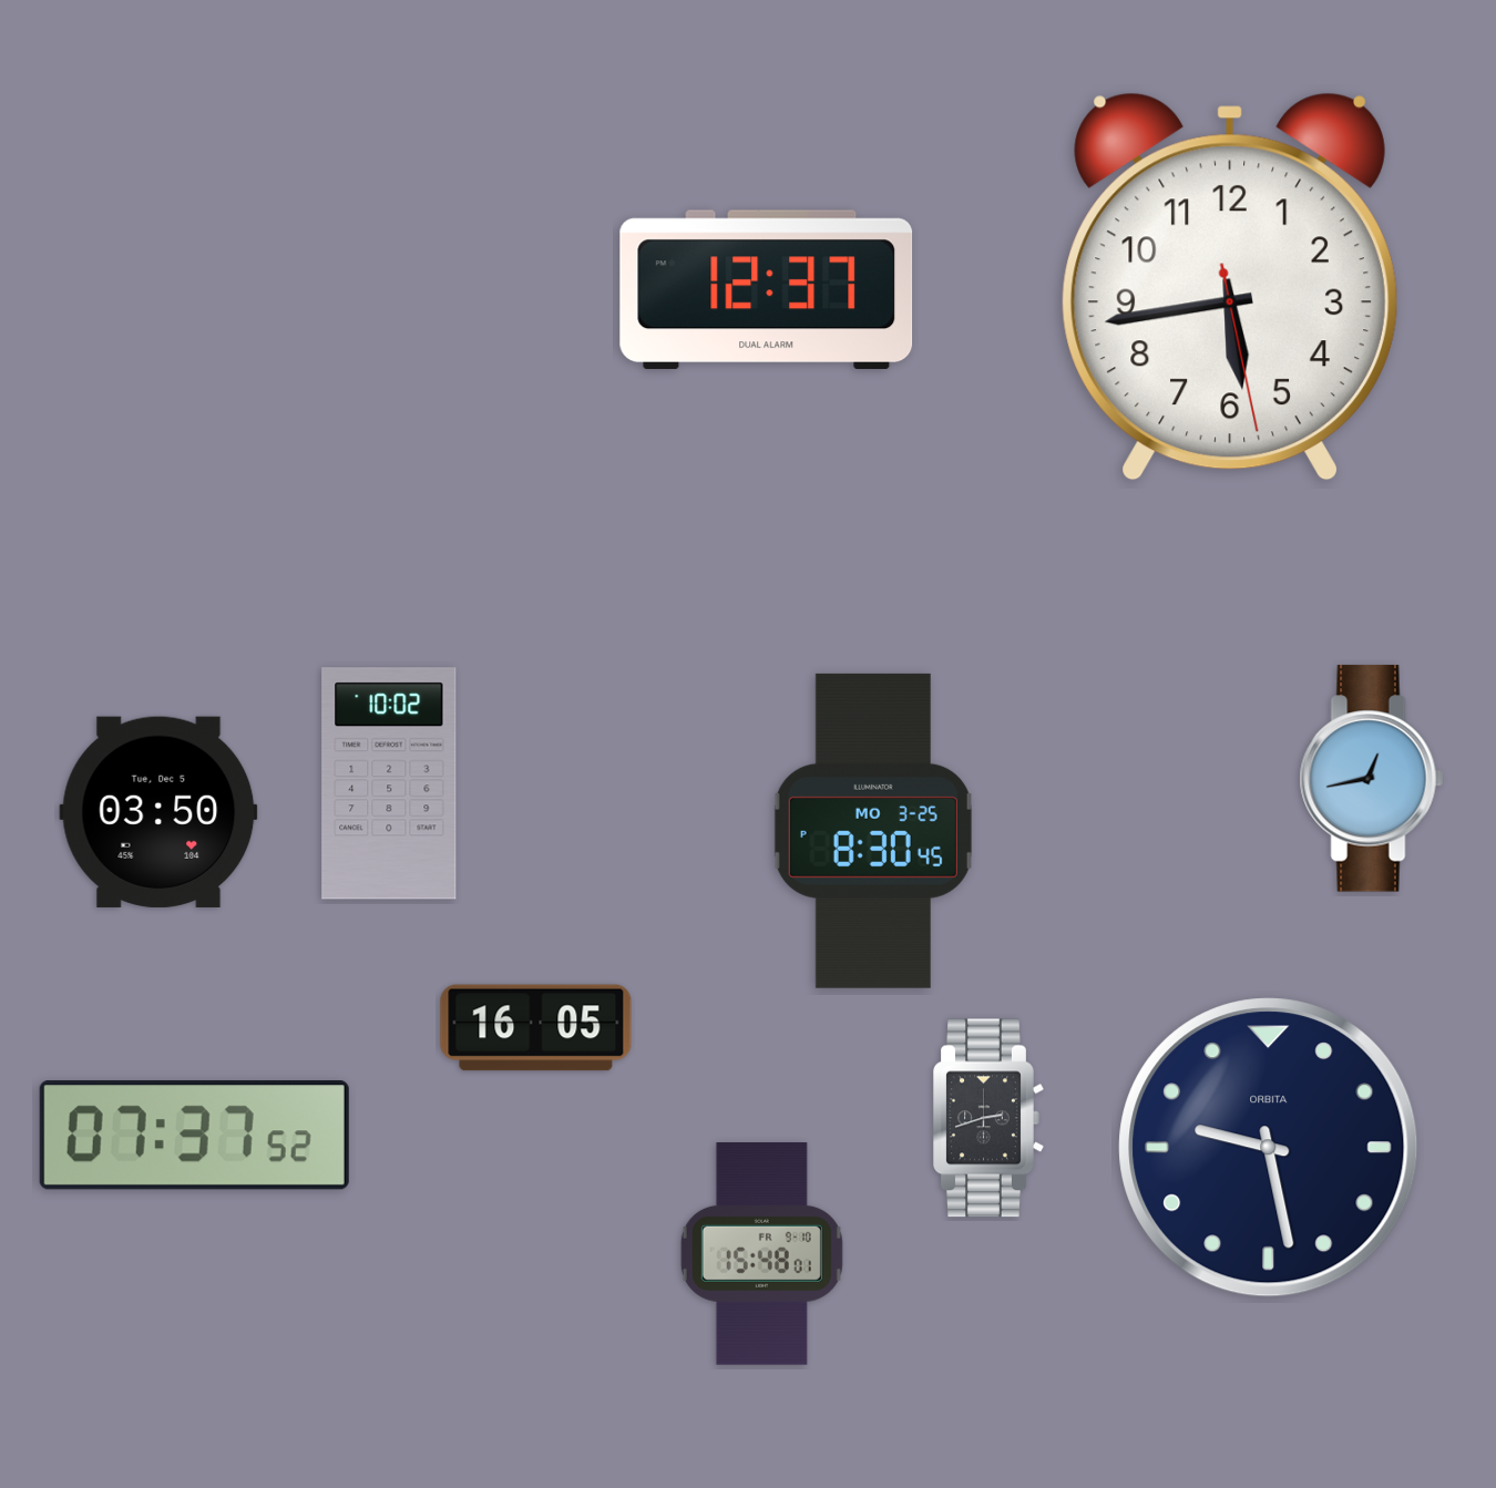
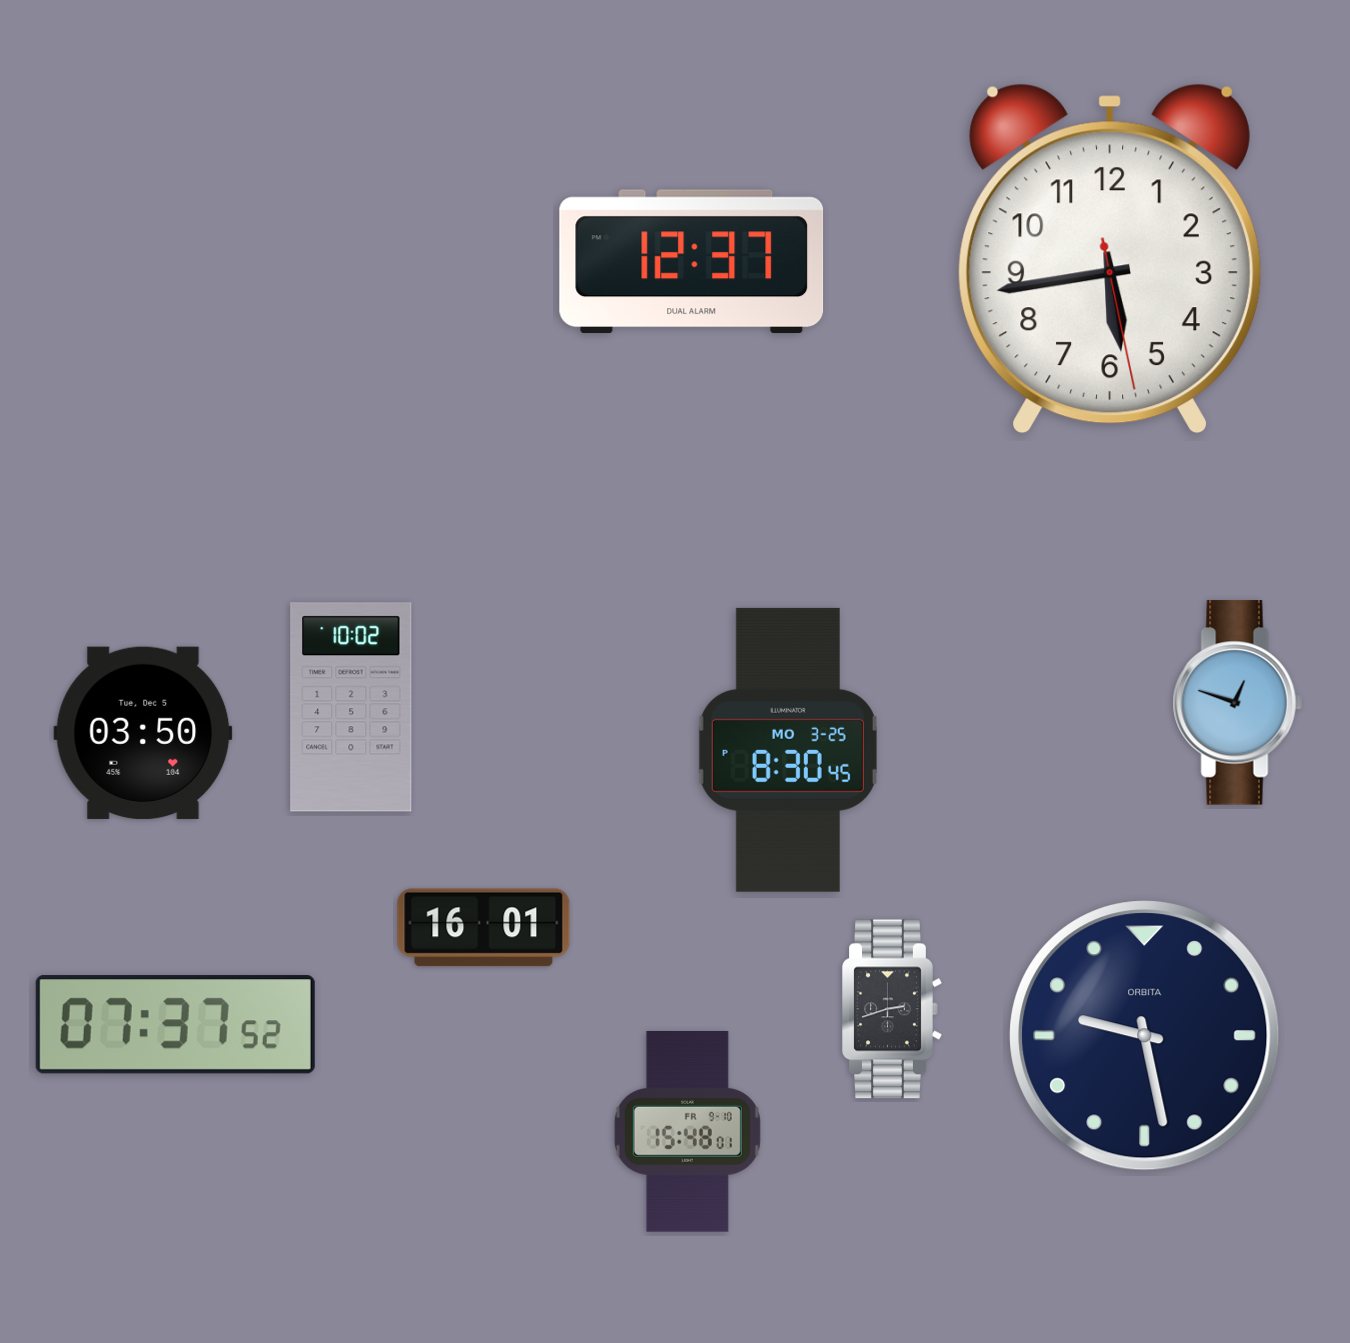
clock at (1371, 779): 12:43 -> 12:48
clock at (536, 1028): 16:05 -> 16:01
